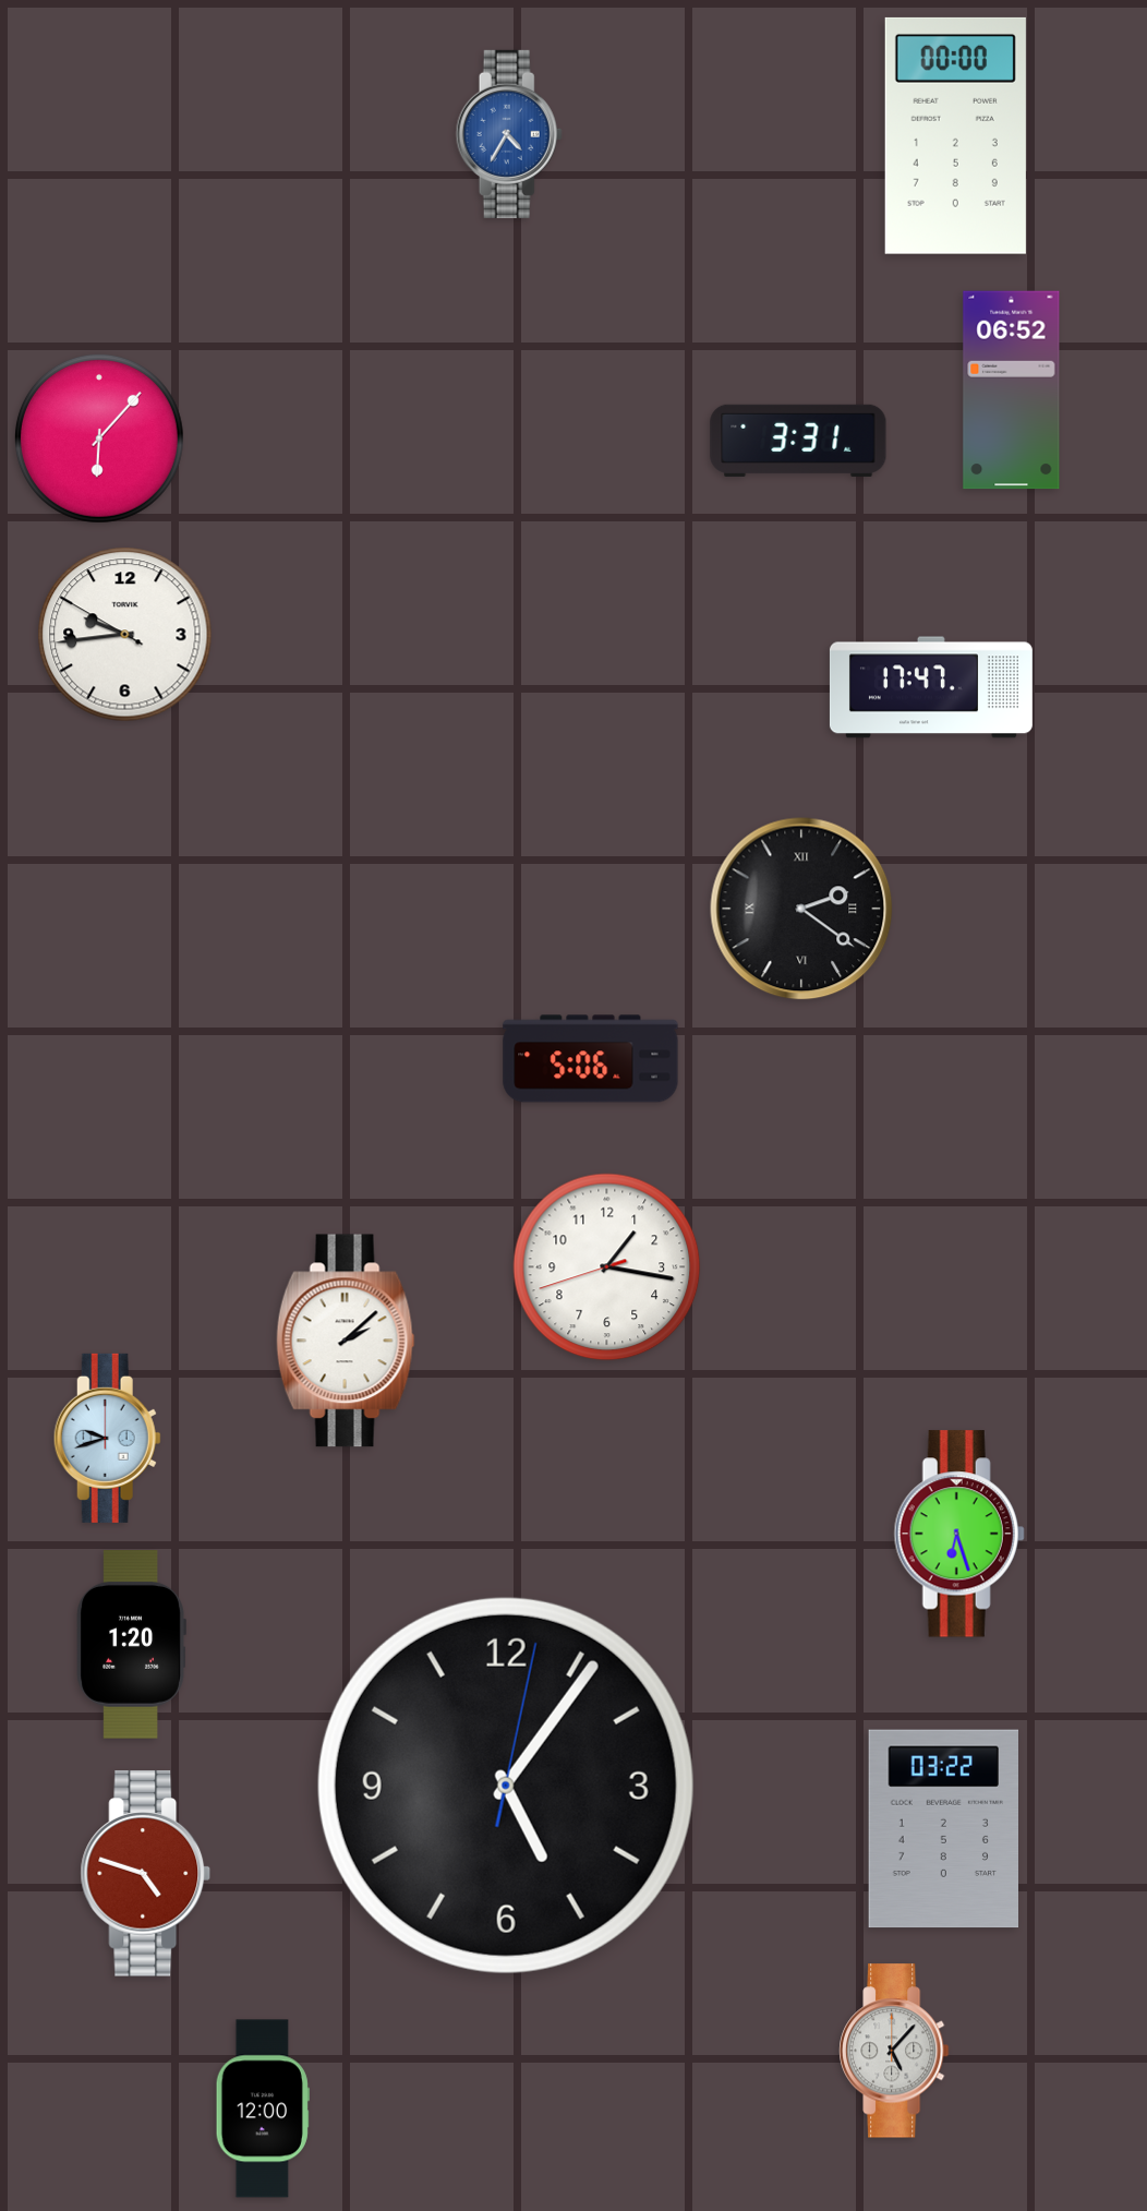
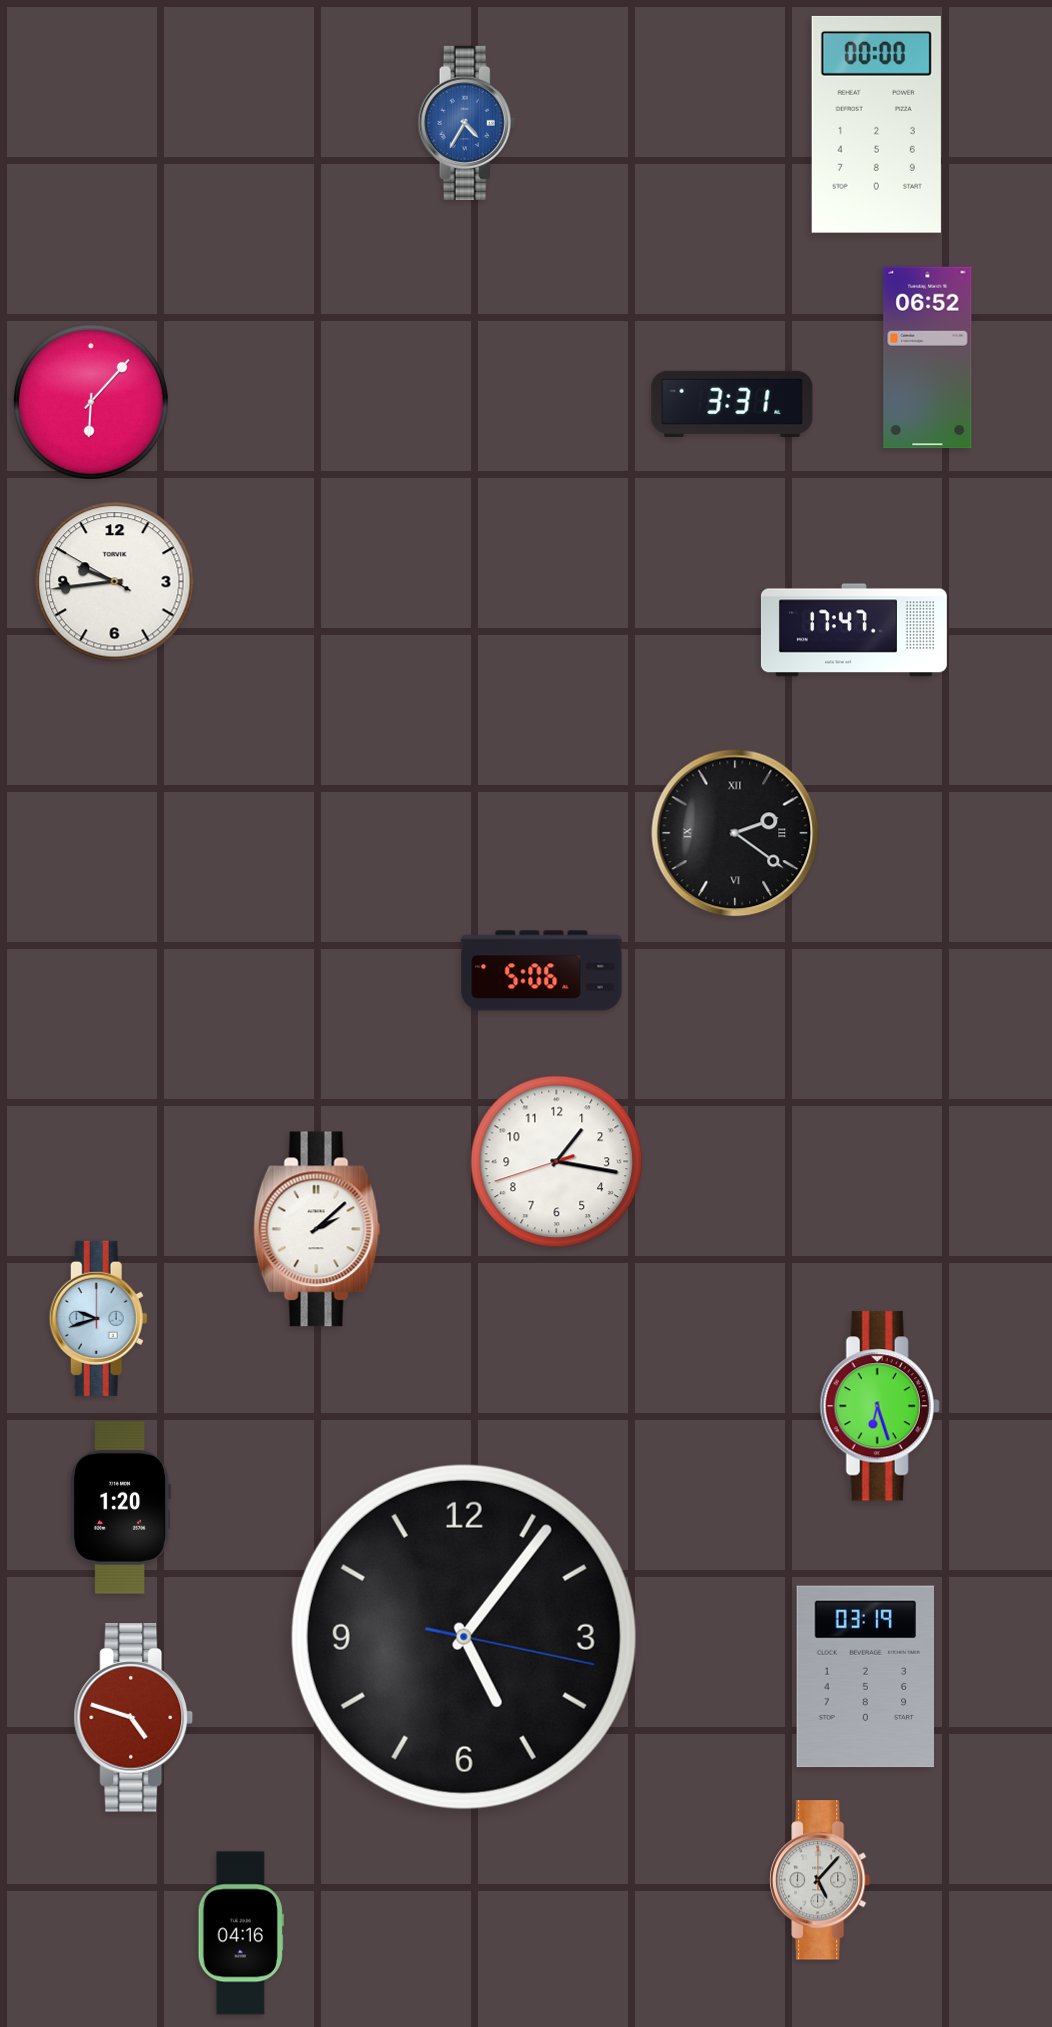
clock at (506, 1786): 5:06:02 -> 5:06:17
clock at (943, 1829): 03:22 -> 03:19
clock at (263, 2108): 12:00 -> 04:16
